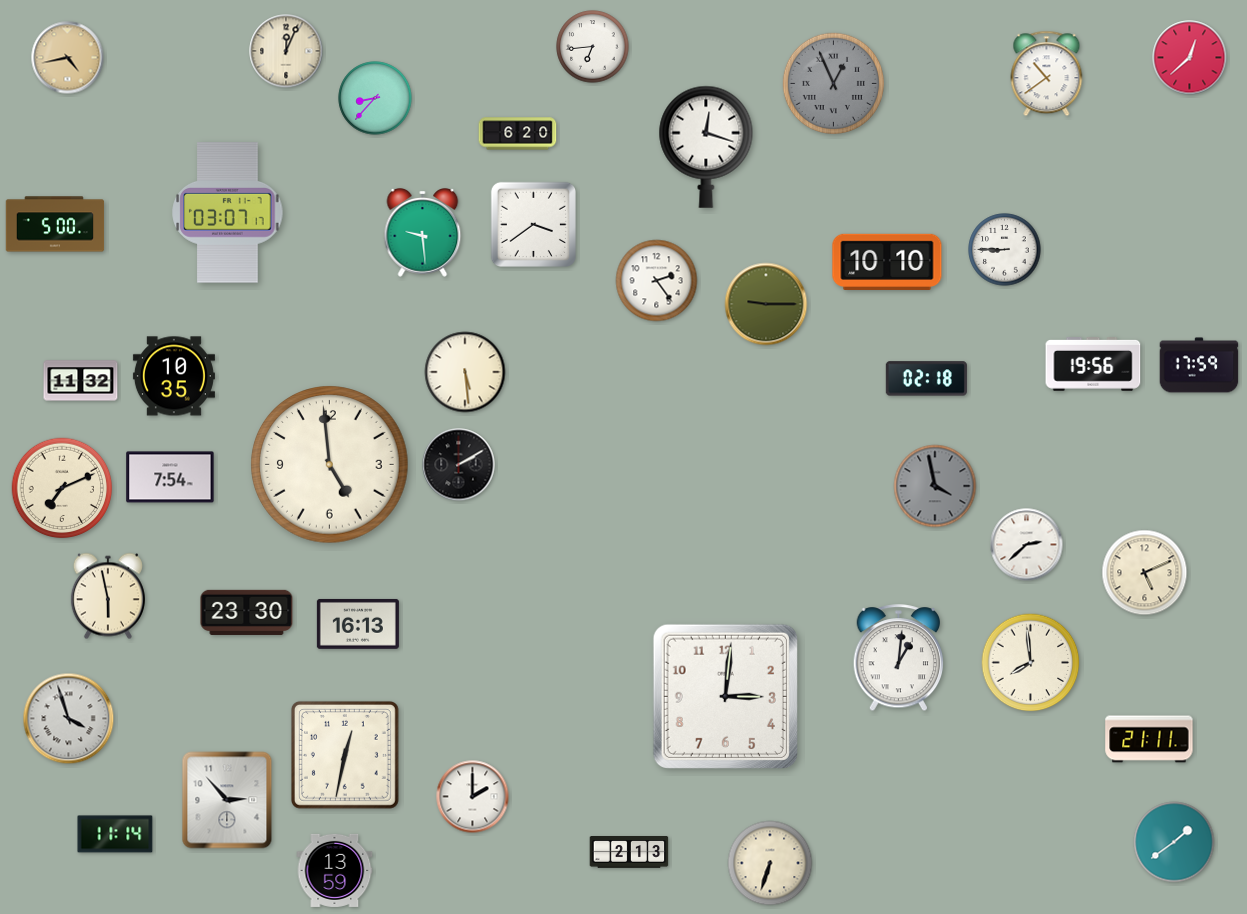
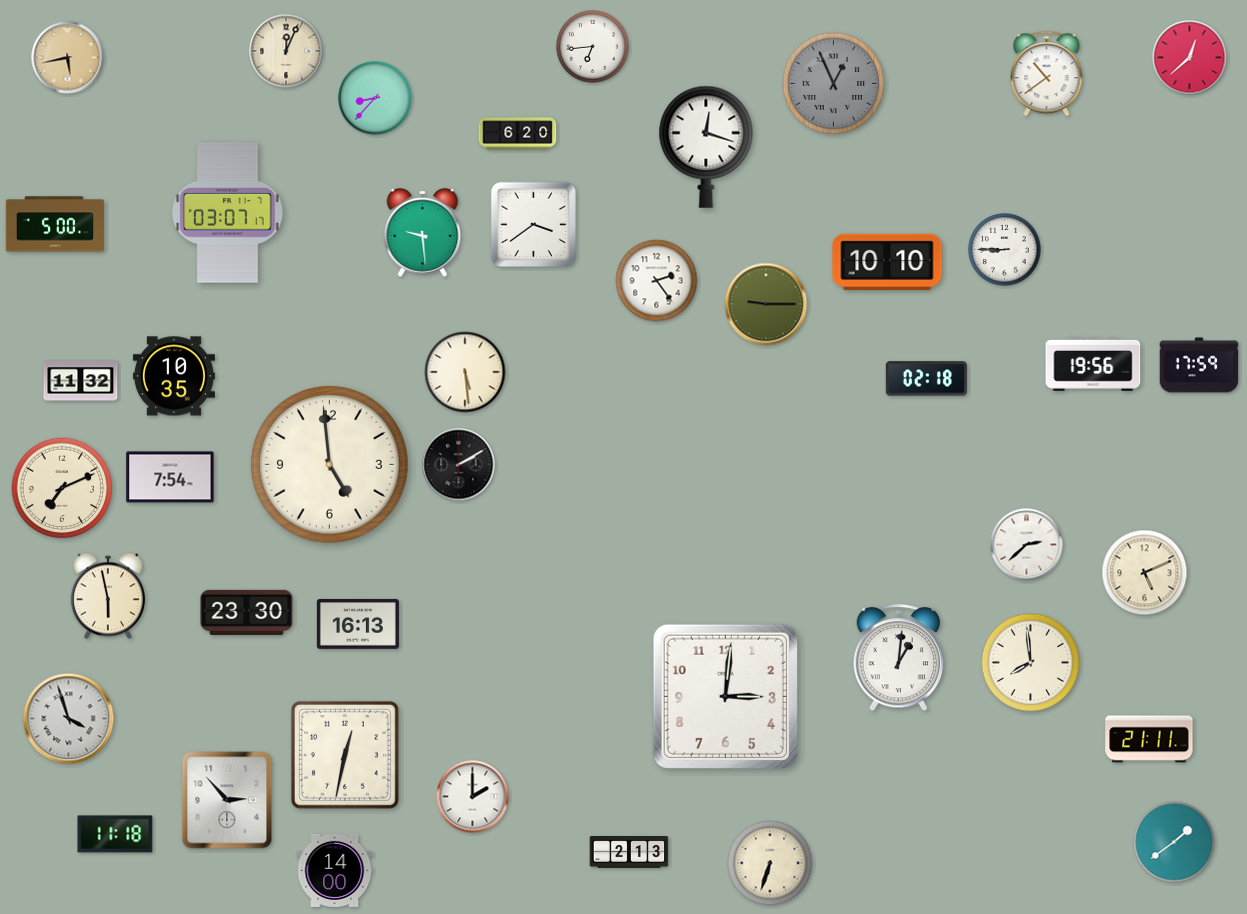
clock at (68, 58): 4:43 -> 5:43
clock at (935, 486): 3:58 -> none
clock at (115, 834): 11:14 -> 11:18
clock at (335, 870): 13:59 -> 14:00
